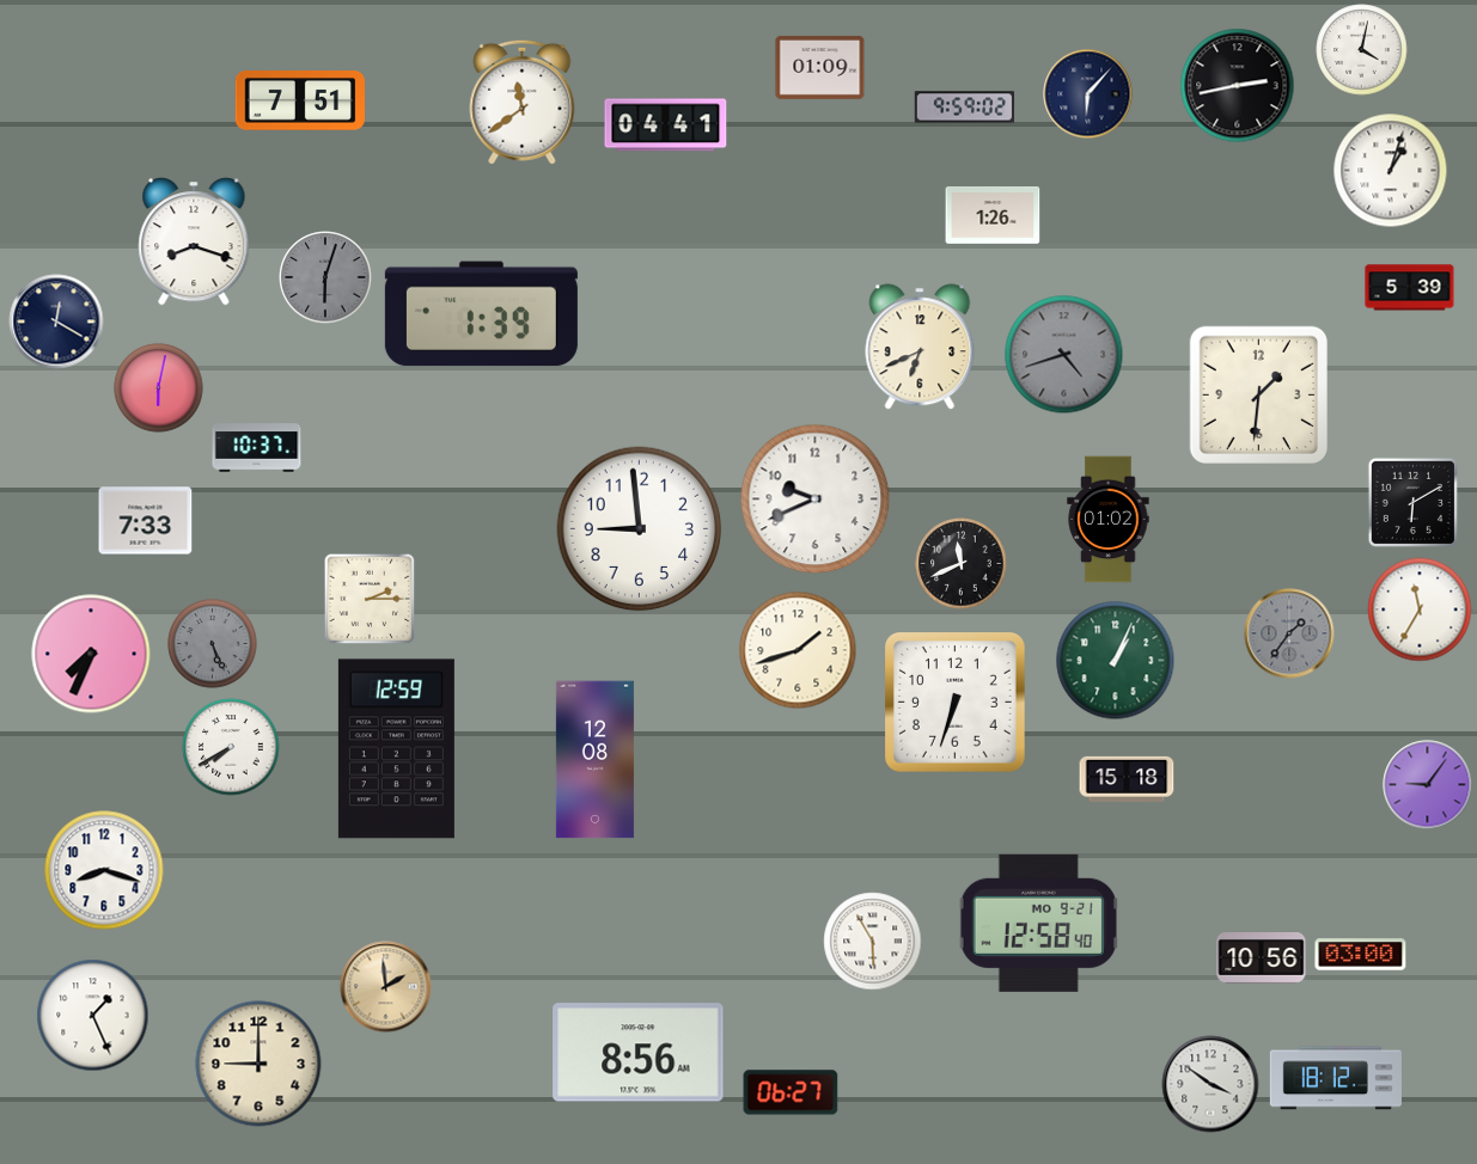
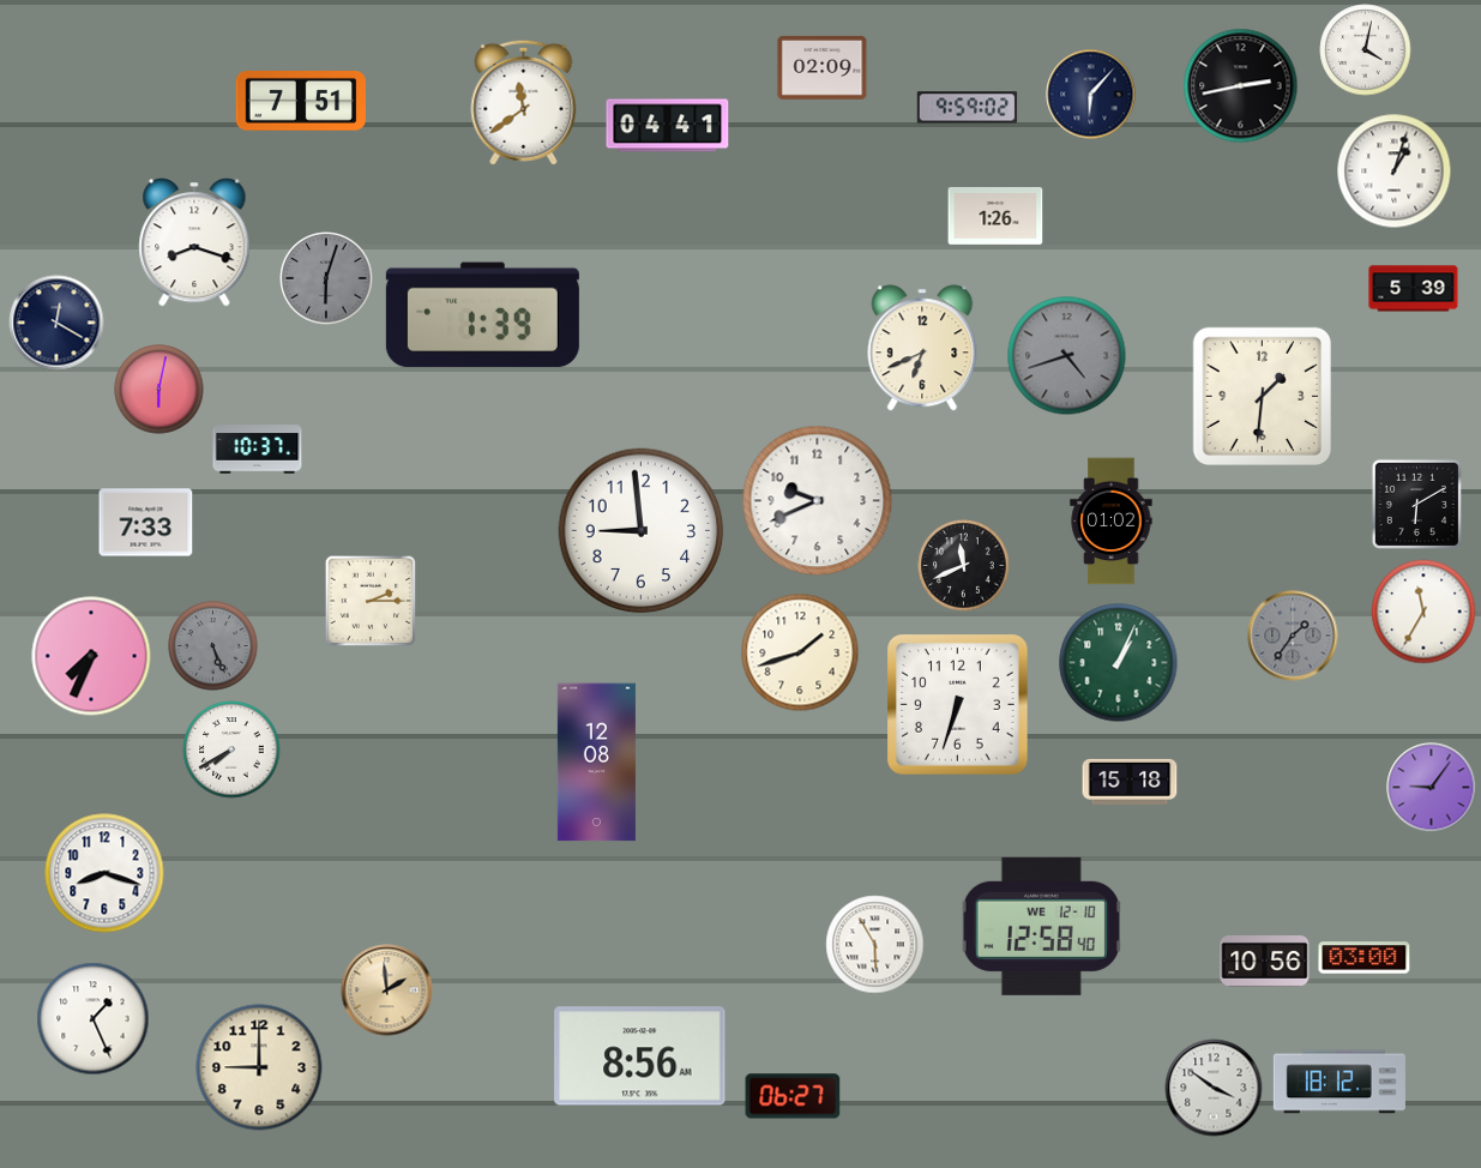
clock at (820, 67): 01:09 -> 02:09
clock at (396, 749): 12:59 -> none
clock at (1038, 923) date: MO 9-21 -> WE 12-10
